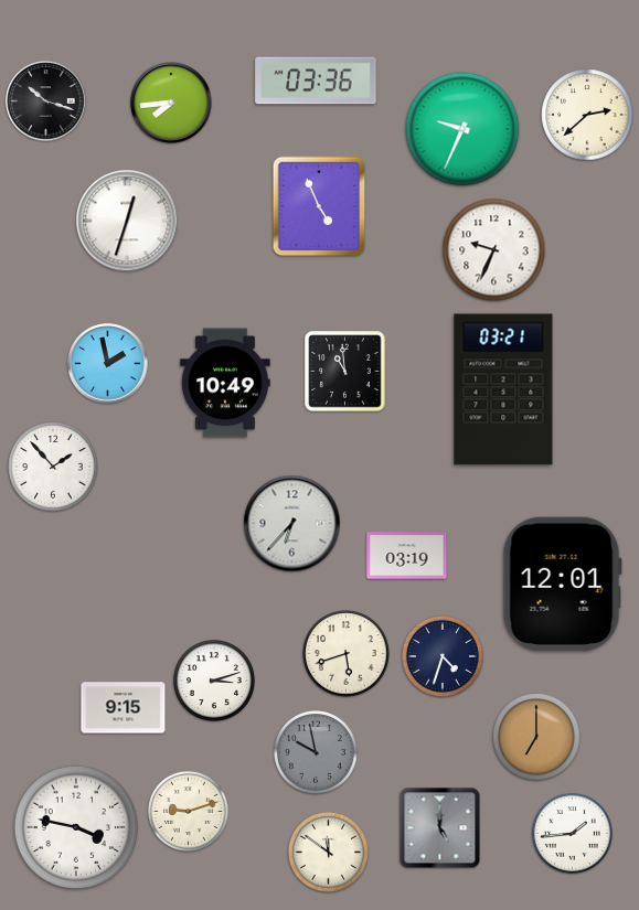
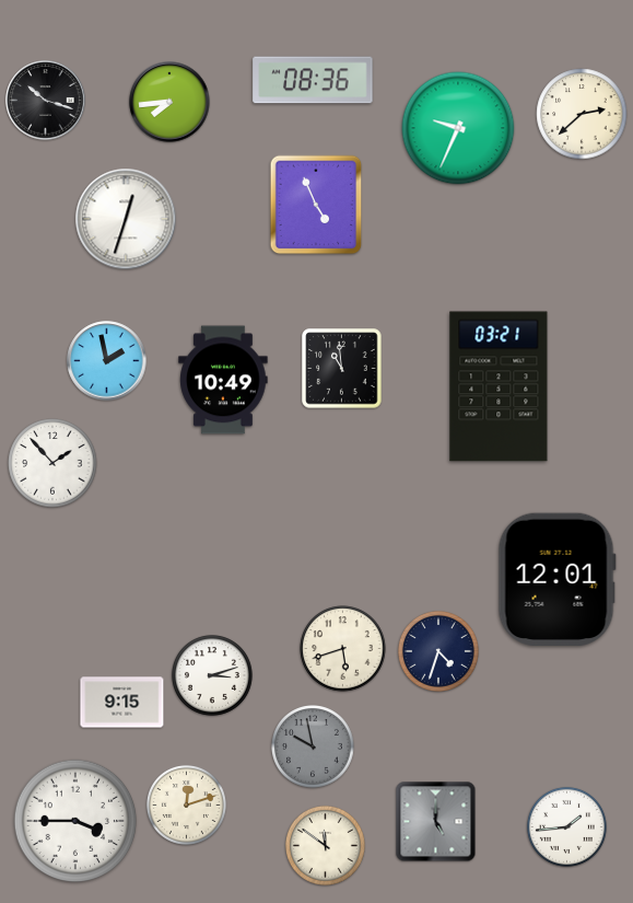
clock at (316, 81): 03:36 -> 08:36
clock at (494, 250): 9:34 -> none
clock at (292, 524): 6:37 -> none
clock at (407, 556): 03:19 -> none
clock at (536, 737): 7:00 -> none
clock at (188, 811): 9:12 -> 12:12
clock at (76, 827): 3:47 -> 3:45
